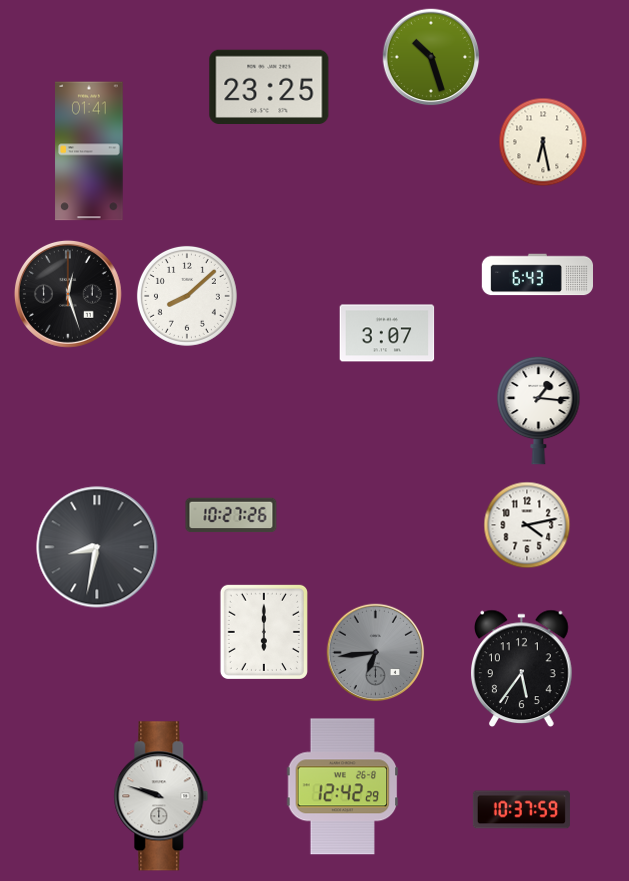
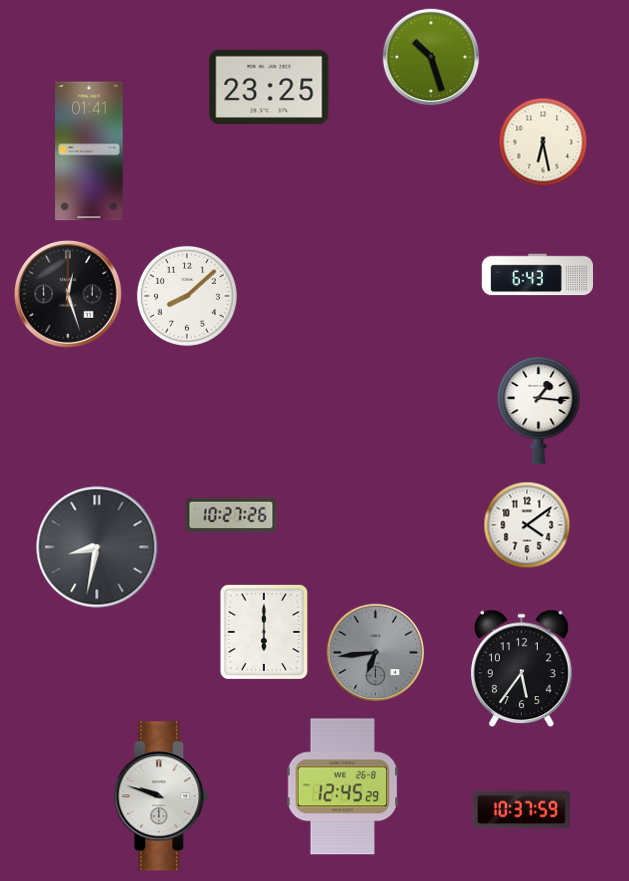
clock at (387, 333): 3:07 -> none
clock at (527, 525): 4:13 -> 4:09
clock at (343, 787): 12:42 -> 12:45
